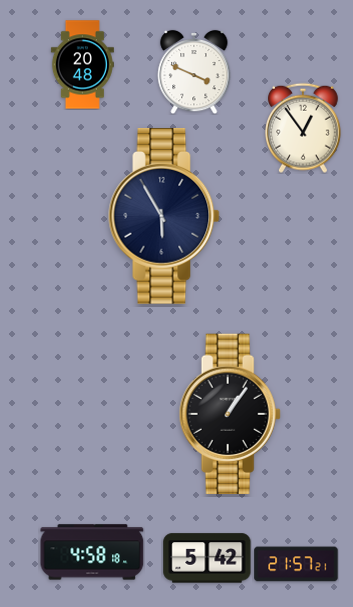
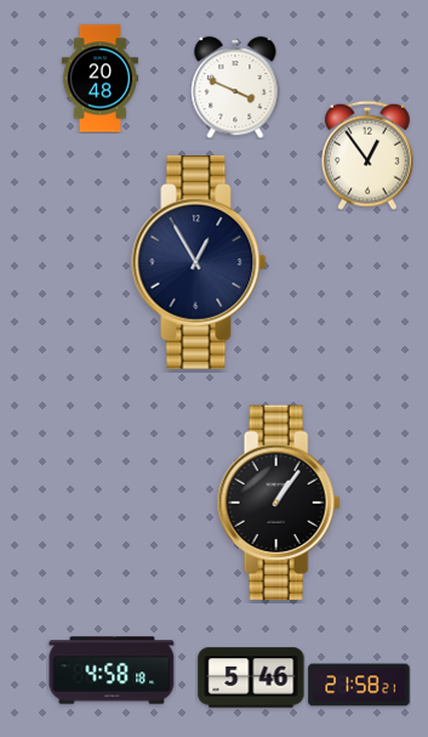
clock at (164, 217): 5:55 -> 12:55
clock at (207, 558): 5:42 -> 5:46
clock at (296, 564): 21:57 -> 21:58
